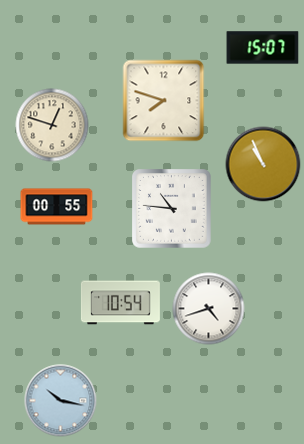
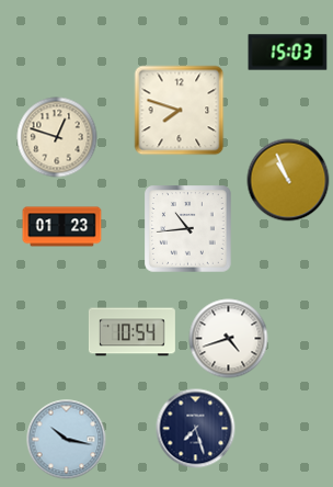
clock at (263, 48): 15:07 -> 15:03
clock at (57, 207): 00:55 -> 01:23
clock at (172, 209): 10:46 -> 10:44
clock at (196, 429): none -> 7:27
